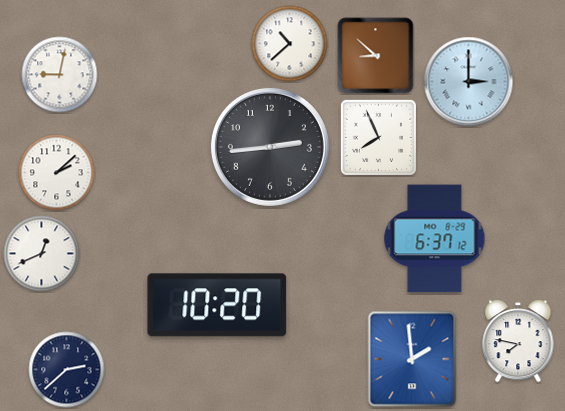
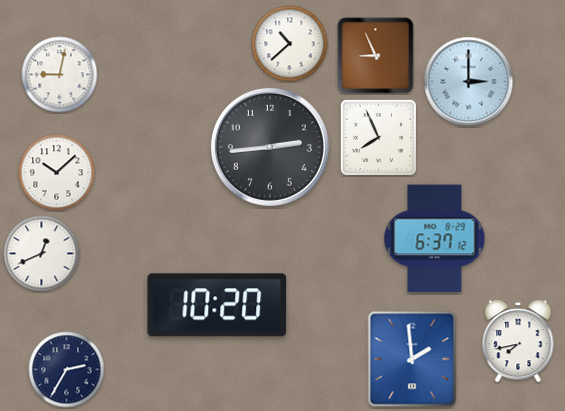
clock at (376, 56): 8:52 -> 8:56
clock at (57, 173): 2:08 -> 10:08
clock at (518, 341): 7:47 -> 7:43
clock at (67, 370): 2:38 -> 2:35
